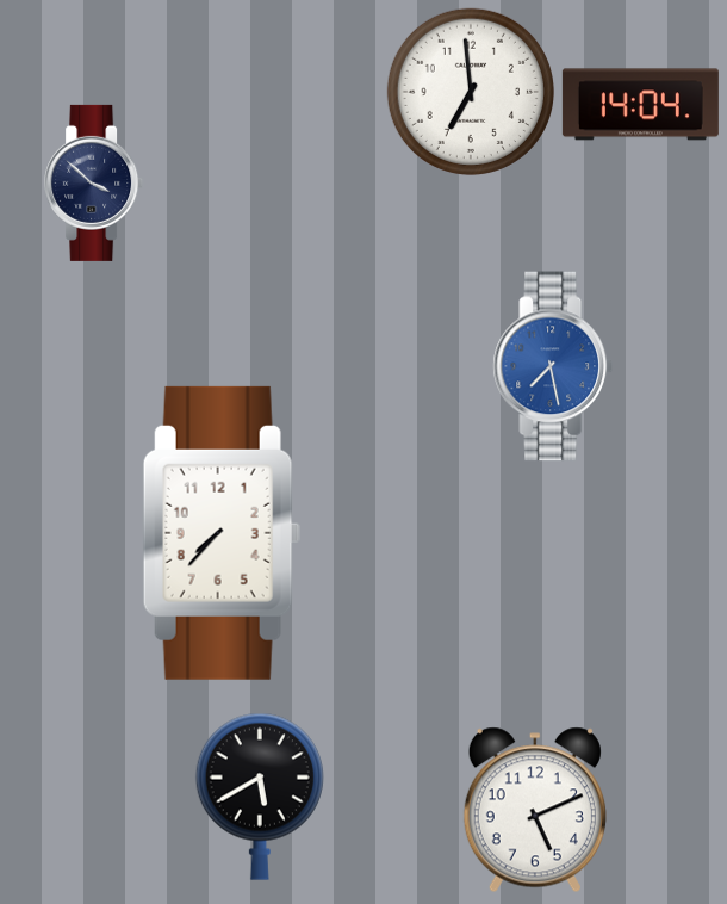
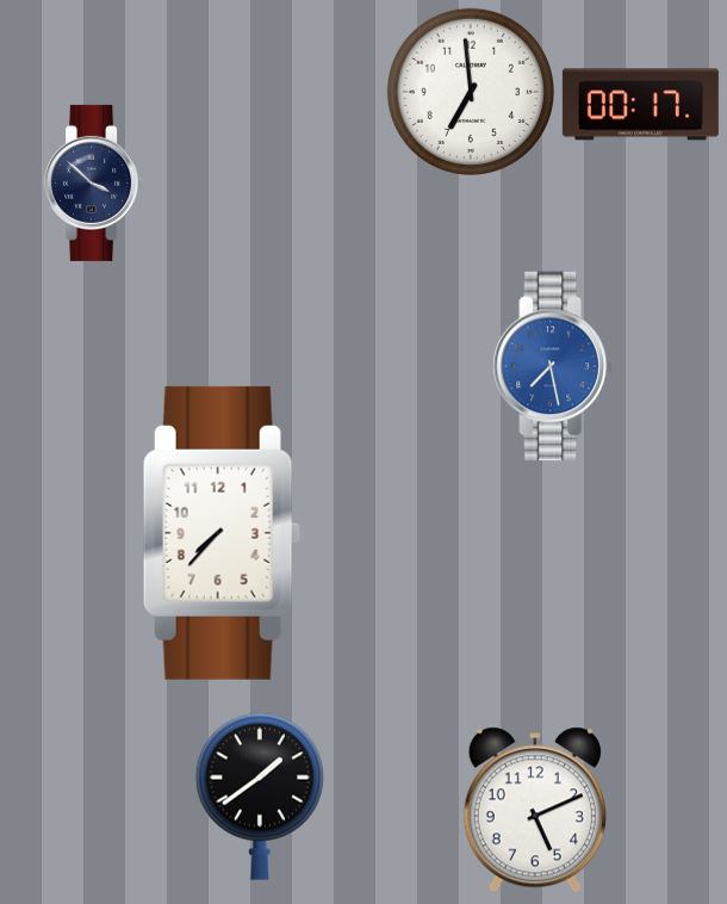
clock at (640, 105): 14:04 -> 00:17
clock at (260, 797): 5:40 -> 1:39
